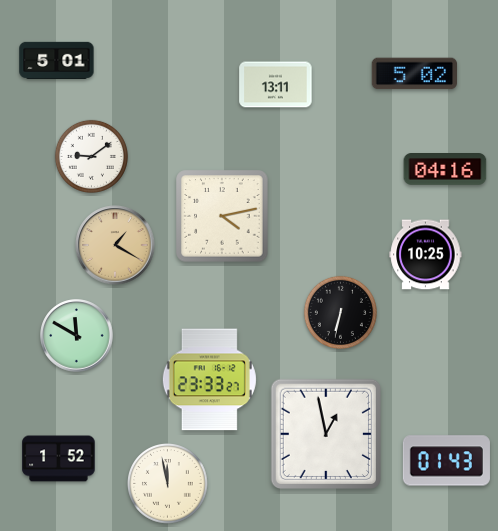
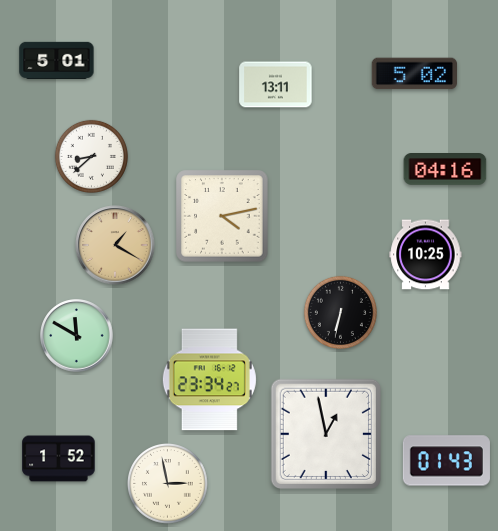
clock at (91, 156): 9:09 -> 8:38
clock at (209, 380): 23:33 -> 23:34
clock at (168, 484): 11:58 -> 2:58
